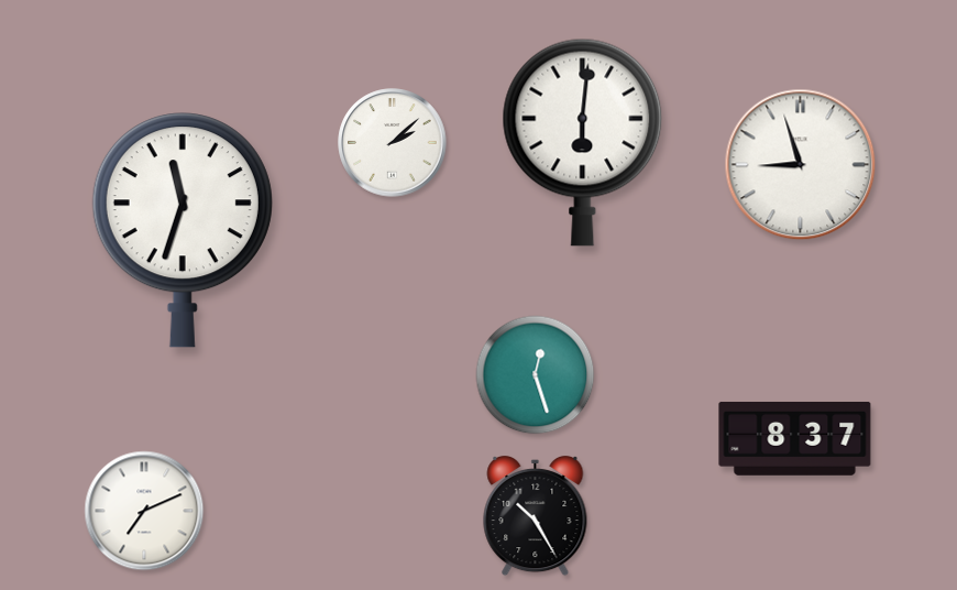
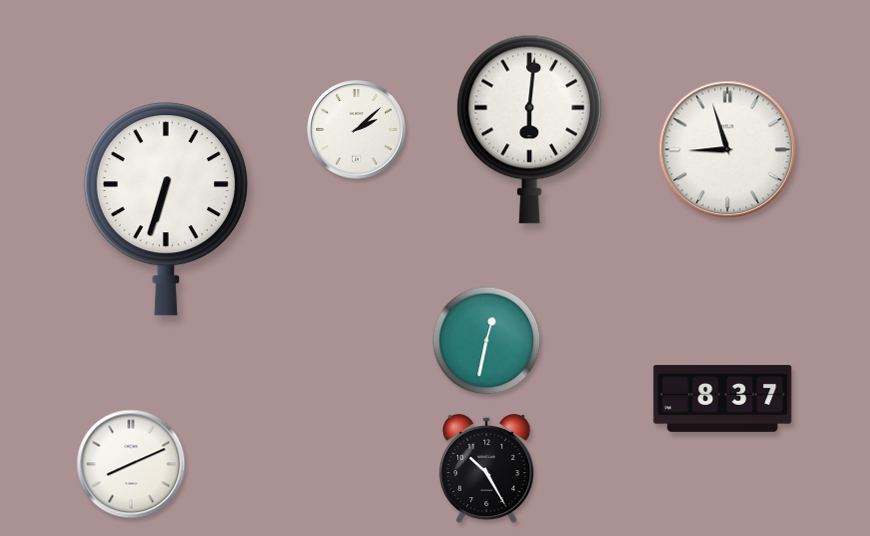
clock at (183, 230): 11:33 -> 6:33
clock at (536, 375): 12:27 -> 12:32
clock at (144, 511): 7:11 -> 8:11
